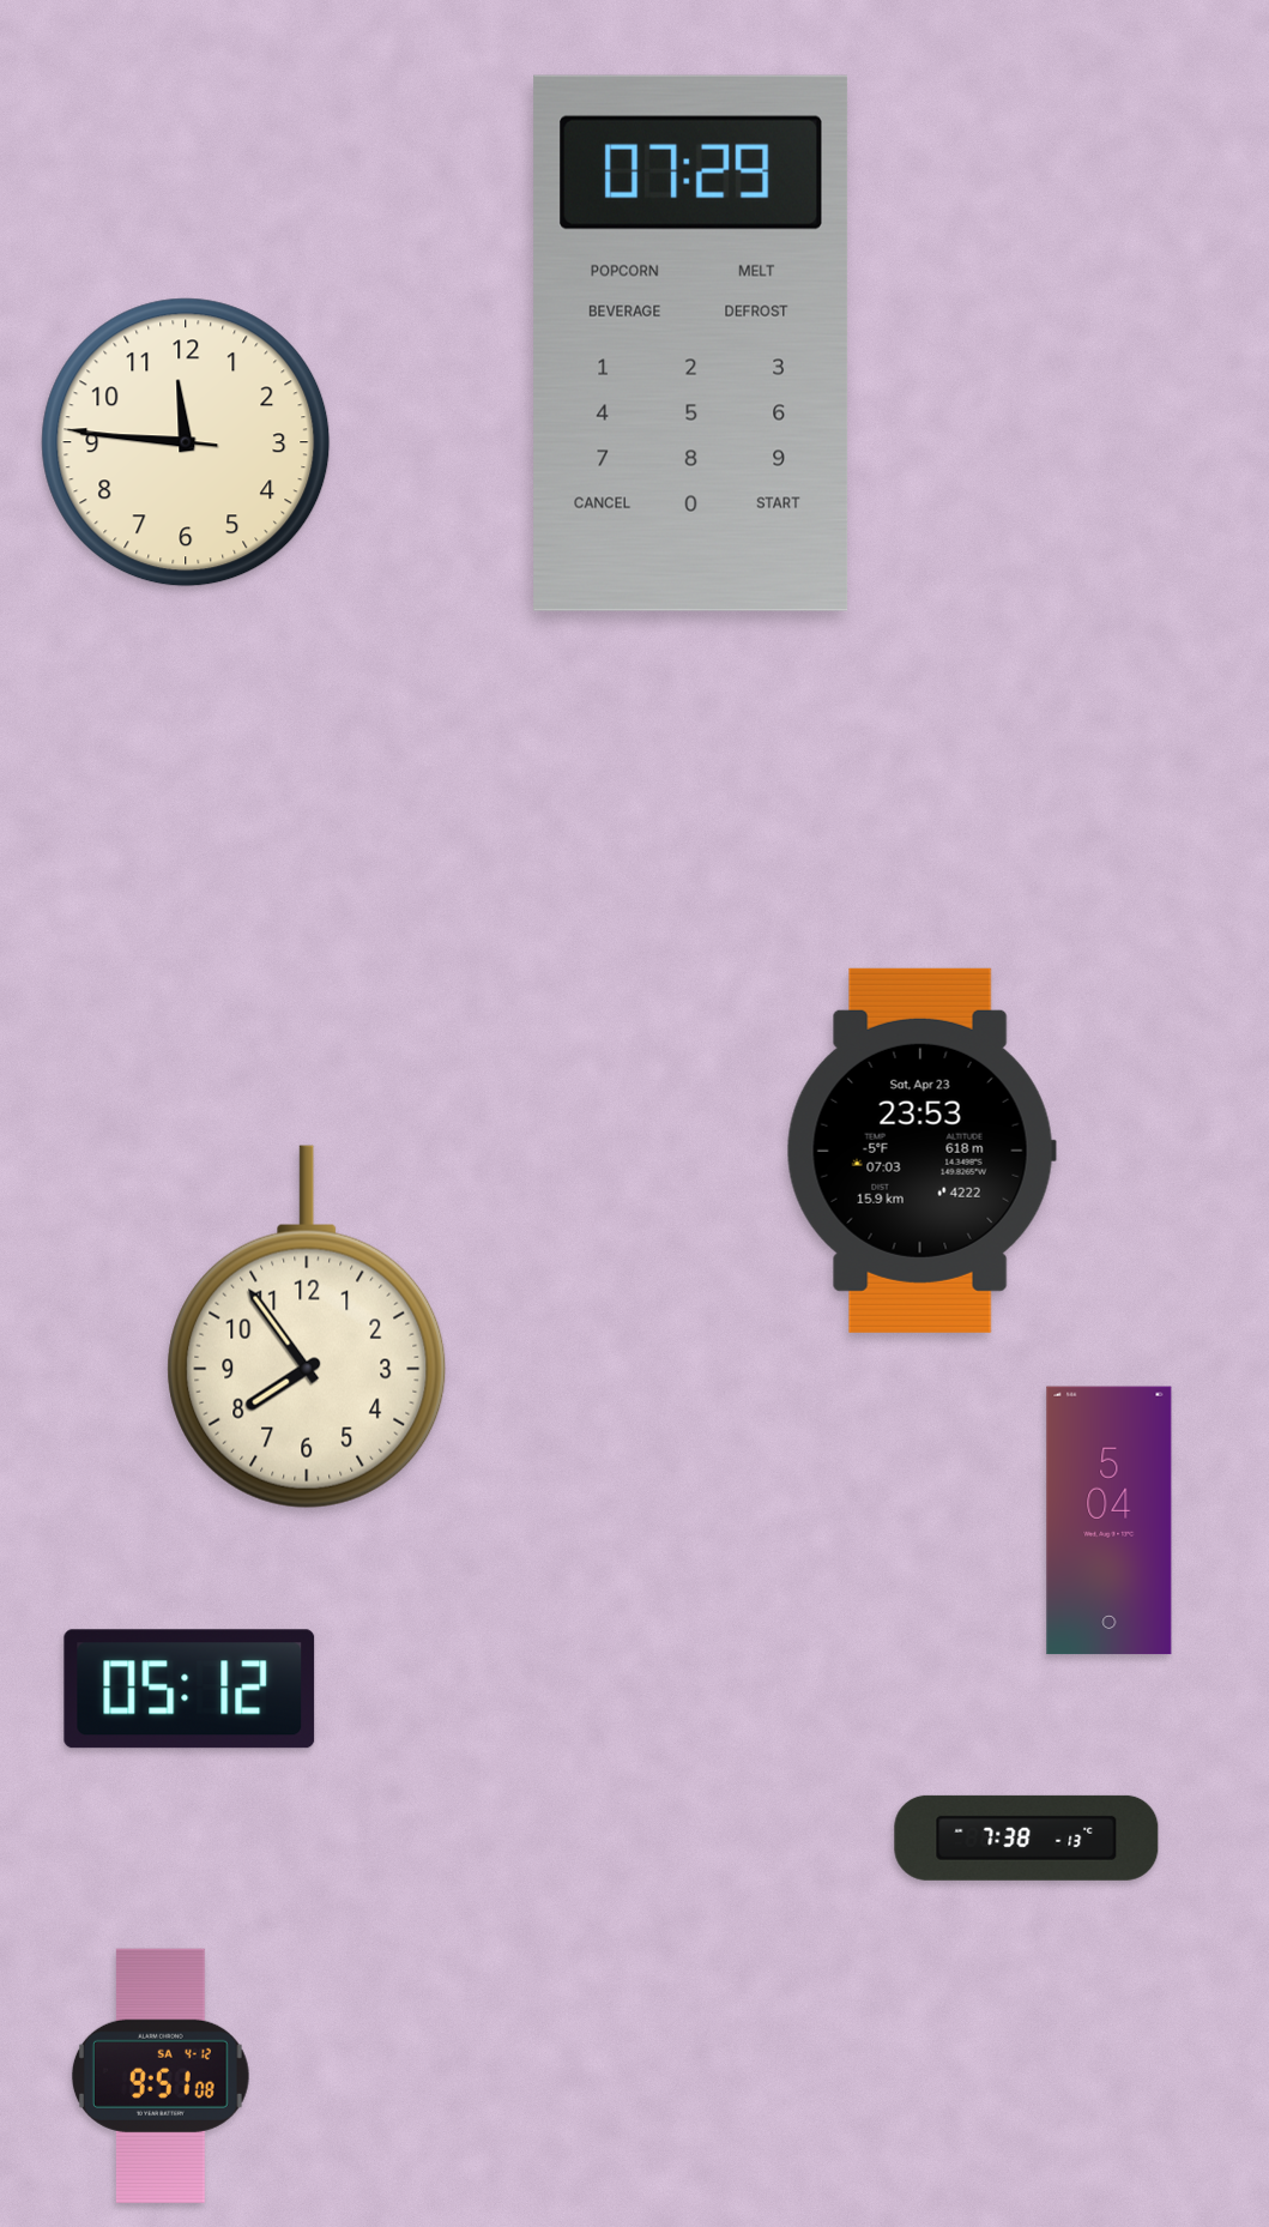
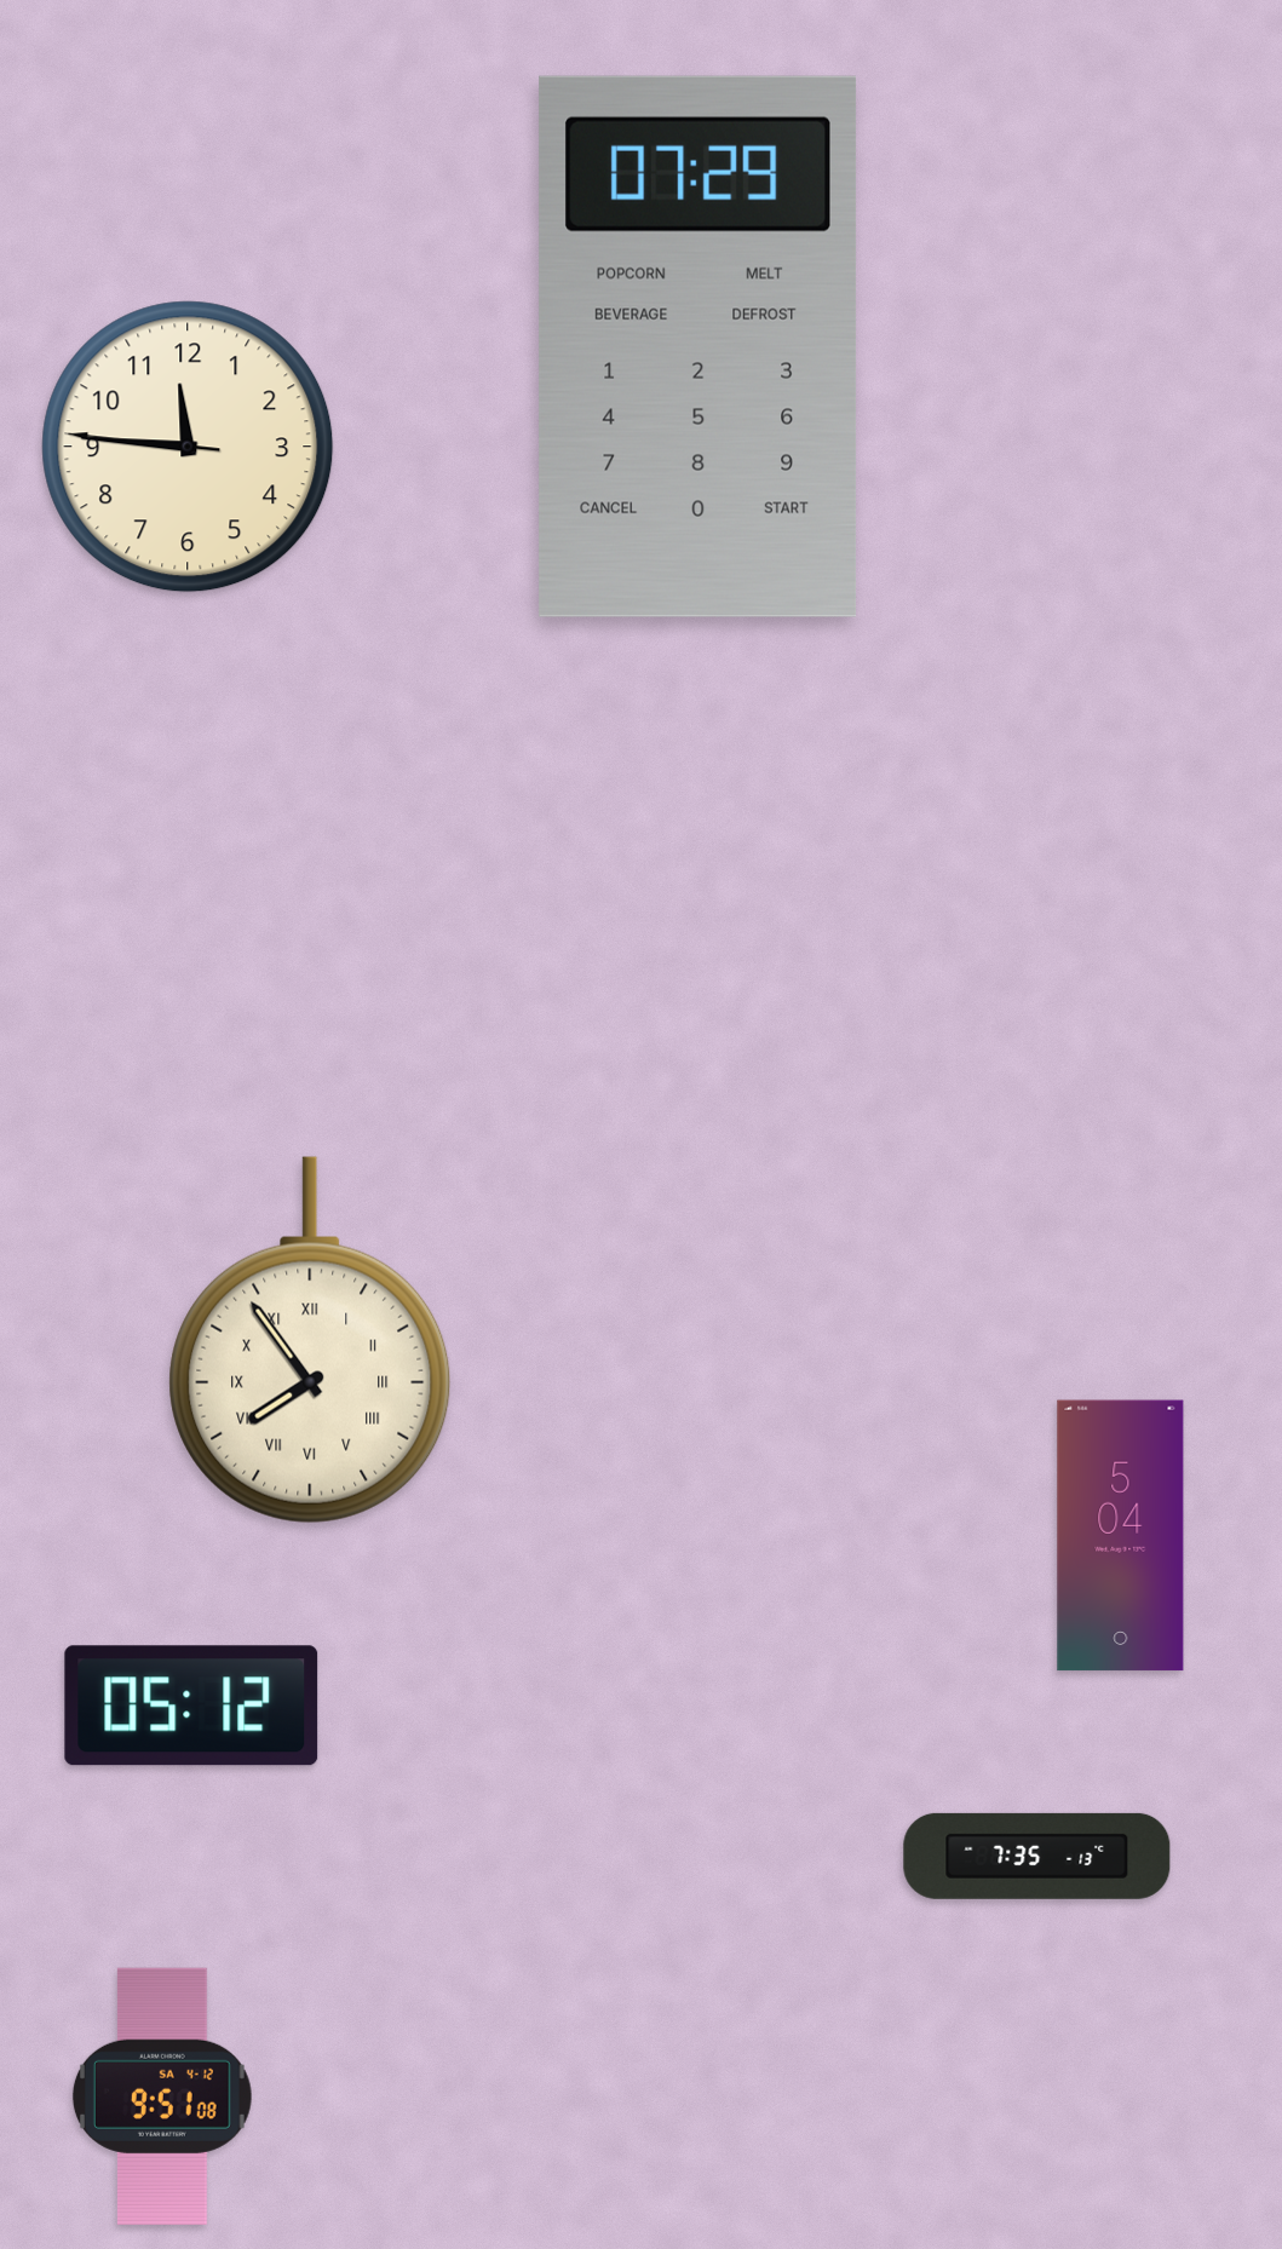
clock at (921, 1151): 23:53 -> none
clock at (307, 1327) numerals: Arabic -> Roman
clock at (1027, 1837): 7:38 -> 7:35
